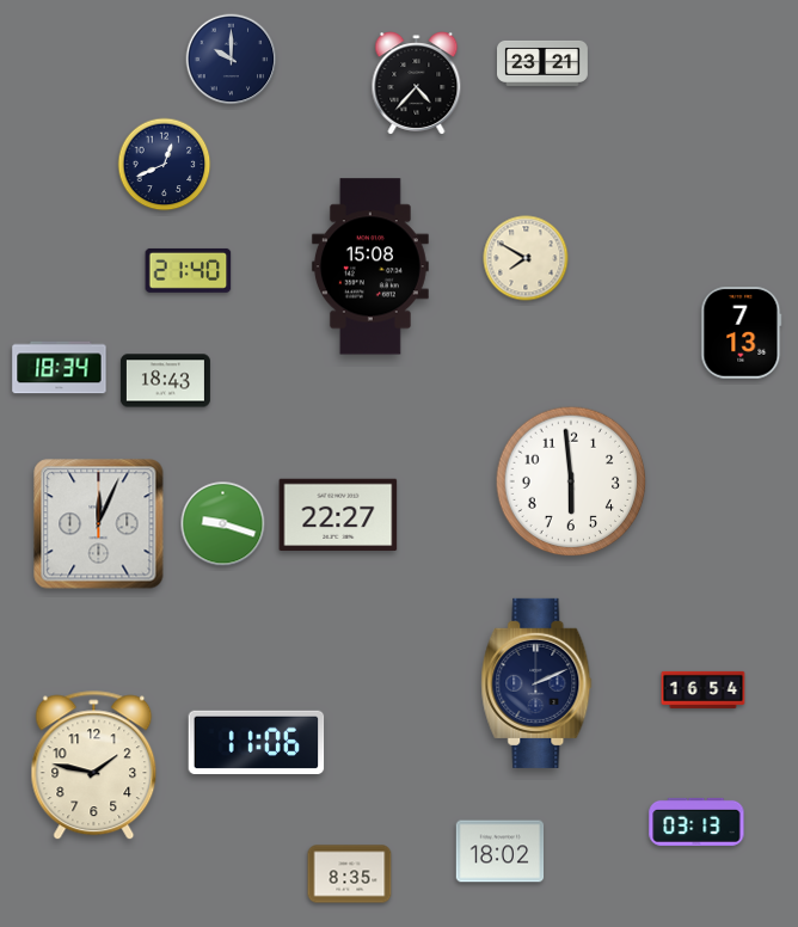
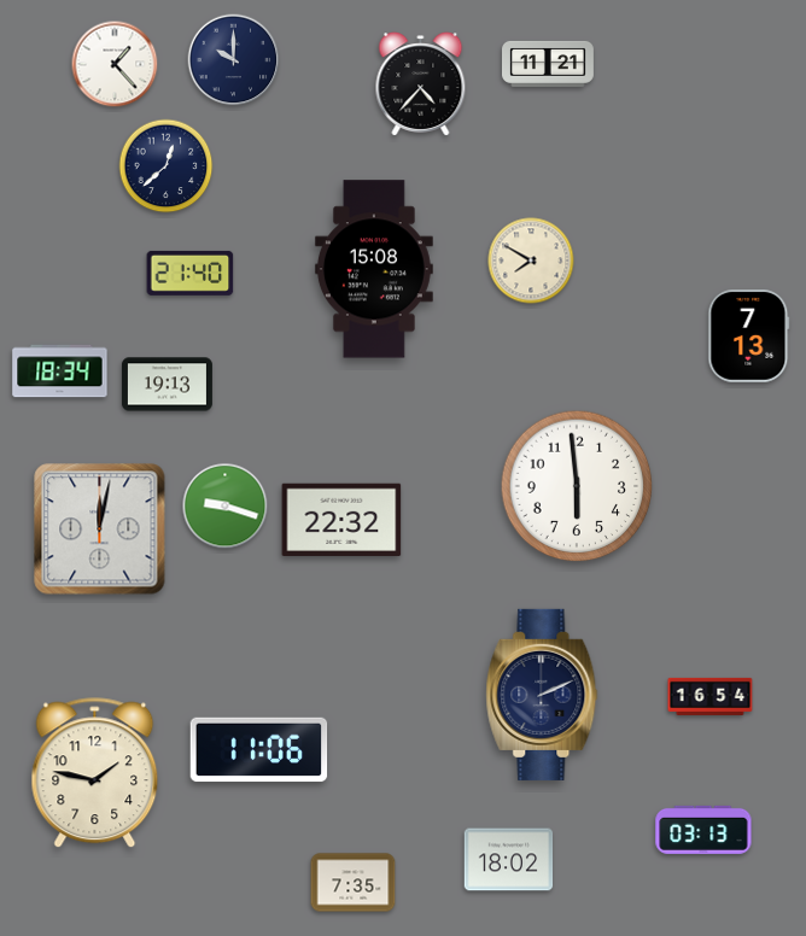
clock at (115, 64): none -> 1:23
clock at (544, 63): 23:21 -> 11:21
clock at (165, 165): 12:41 -> 12:38
clock at (165, 381): 18:43 -> 19:13
clock at (338, 514): 22:27 -> 22:32
clock at (99, 524): 12:04 -> 12:02
clock at (223, 524) position: (223, 524) -> (226, 507)
clock at (536, 683) position: (536, 683) -> (542, 695)
clock at (501, 852) position: (501, 852) -> (509, 860)
clock at (350, 874): 8:35 -> 7:35
